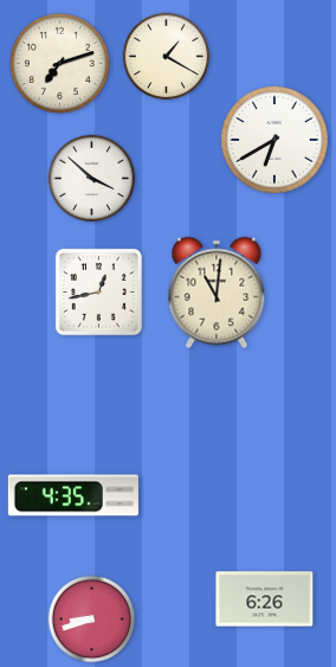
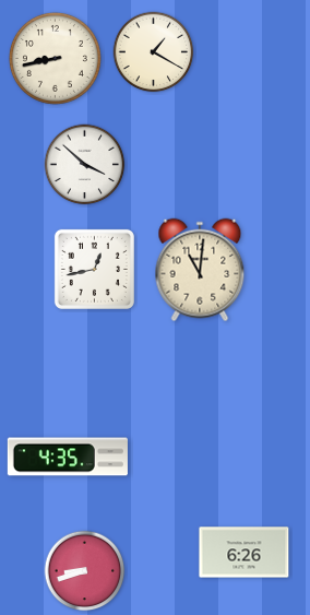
clock at (59, 63): 7:12 -> 8:43
clock at (274, 140): 6:40 -> none
clock at (98, 291) position: (98, 291) -> (94, 269)
